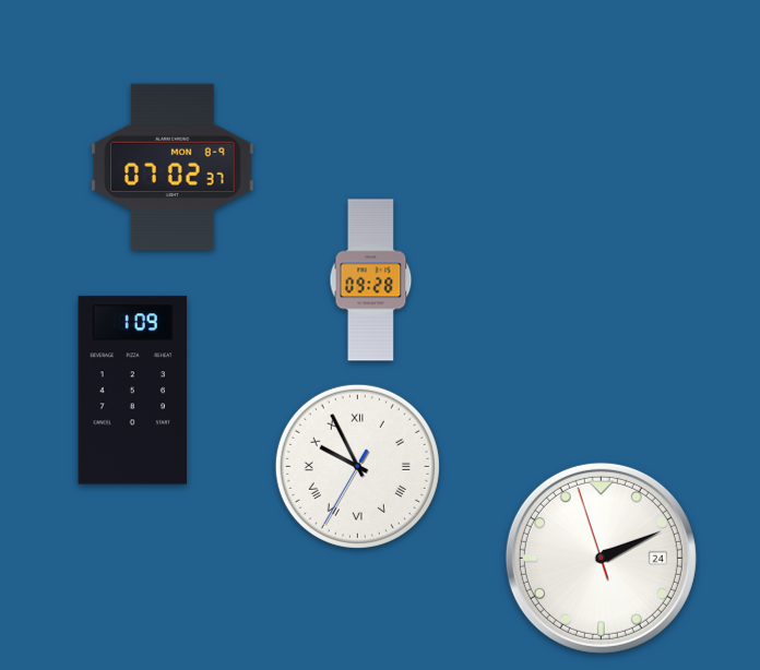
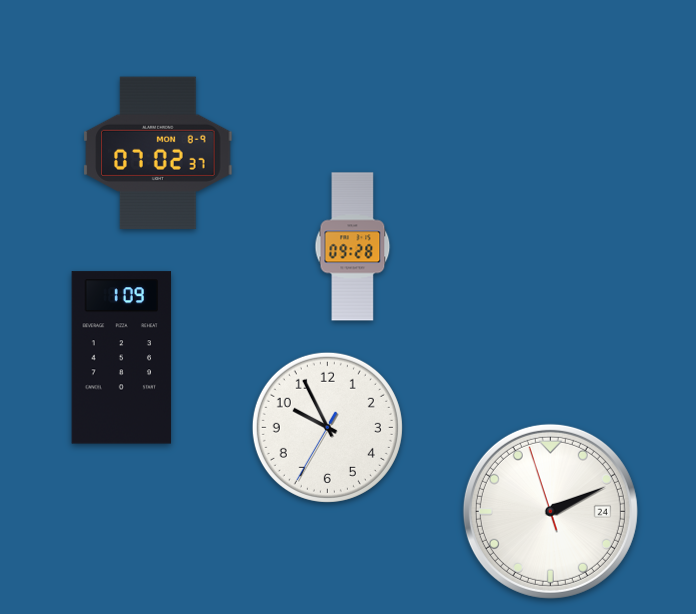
clock at (371, 280) position: (371, 280) -> (353, 247)
clock at (357, 466) numerals: Roman -> Arabic
